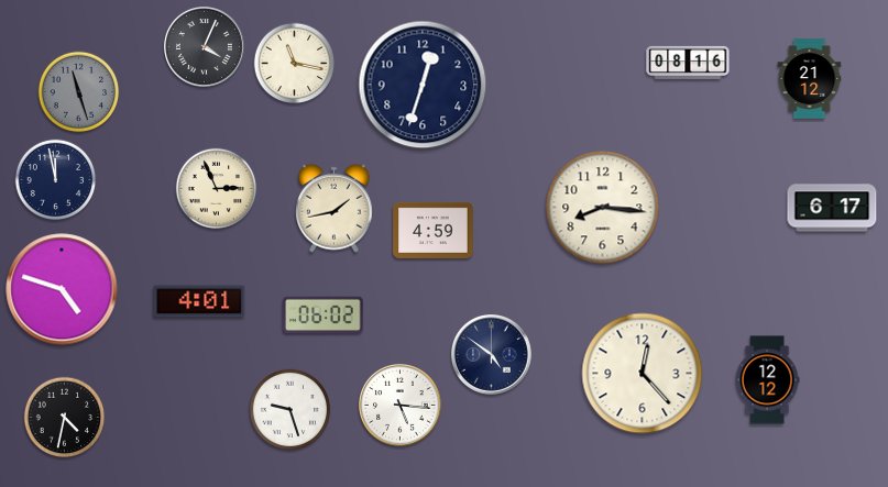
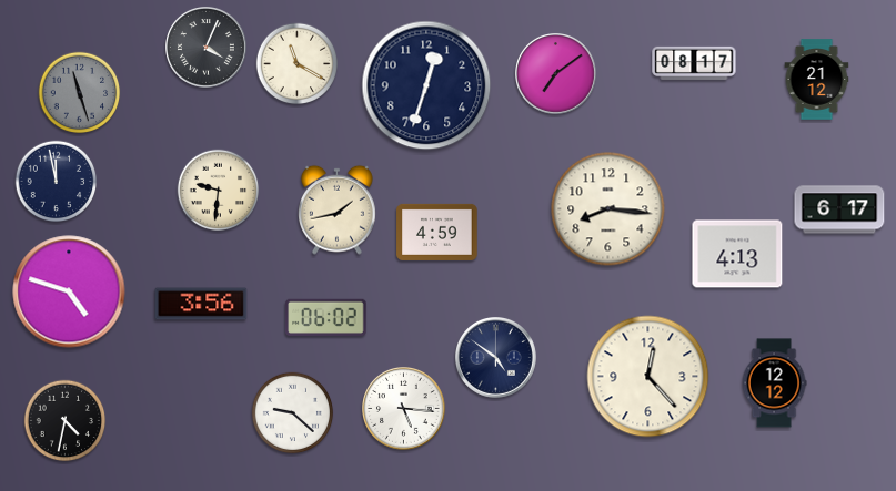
clock at (688, 63): 08:16 -> 08:17
clock at (295, 64): 11:17 -> 11:20
clock at (556, 74): none -> 7:09
clock at (217, 189): 2:56 -> 9:31
clock at (737, 254): none -> 4:13
clock at (62, 289) position: (62, 289) -> (69, 291)
clock at (199, 301): 4:01 -> 3:56
clock at (290, 410): 9:27 -> 9:22
